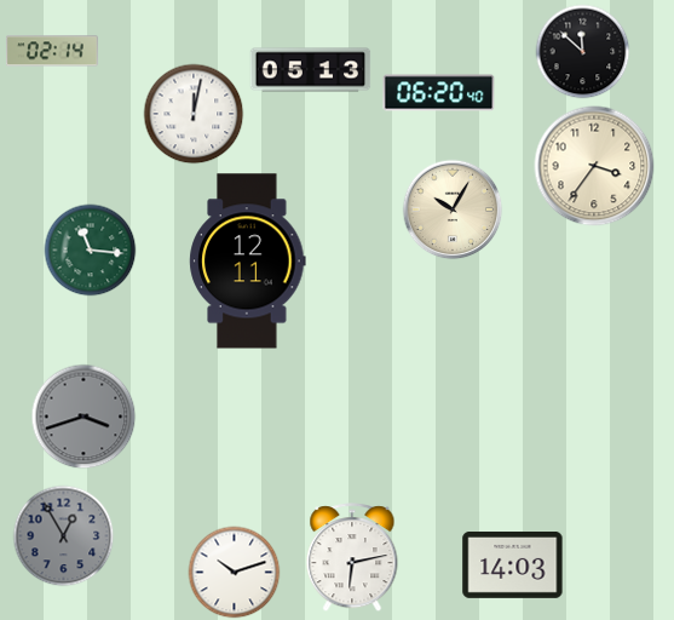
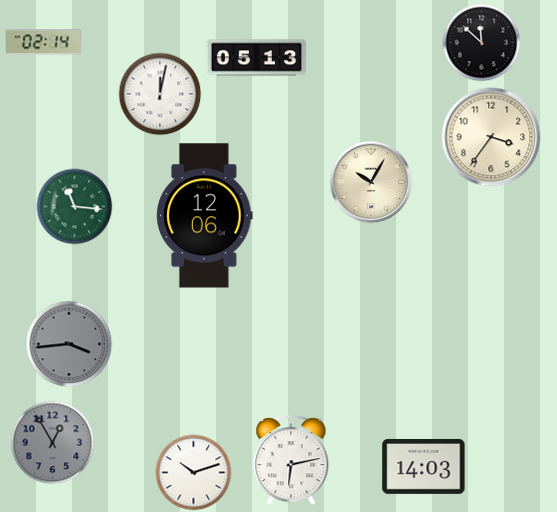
clock at (439, 93): 06:20 -> none
clock at (453, 209) position: (453, 209) -> (371, 182)
clock at (248, 262): 12:11 -> 12:06
clock at (83, 417): 3:42 -> 3:44
